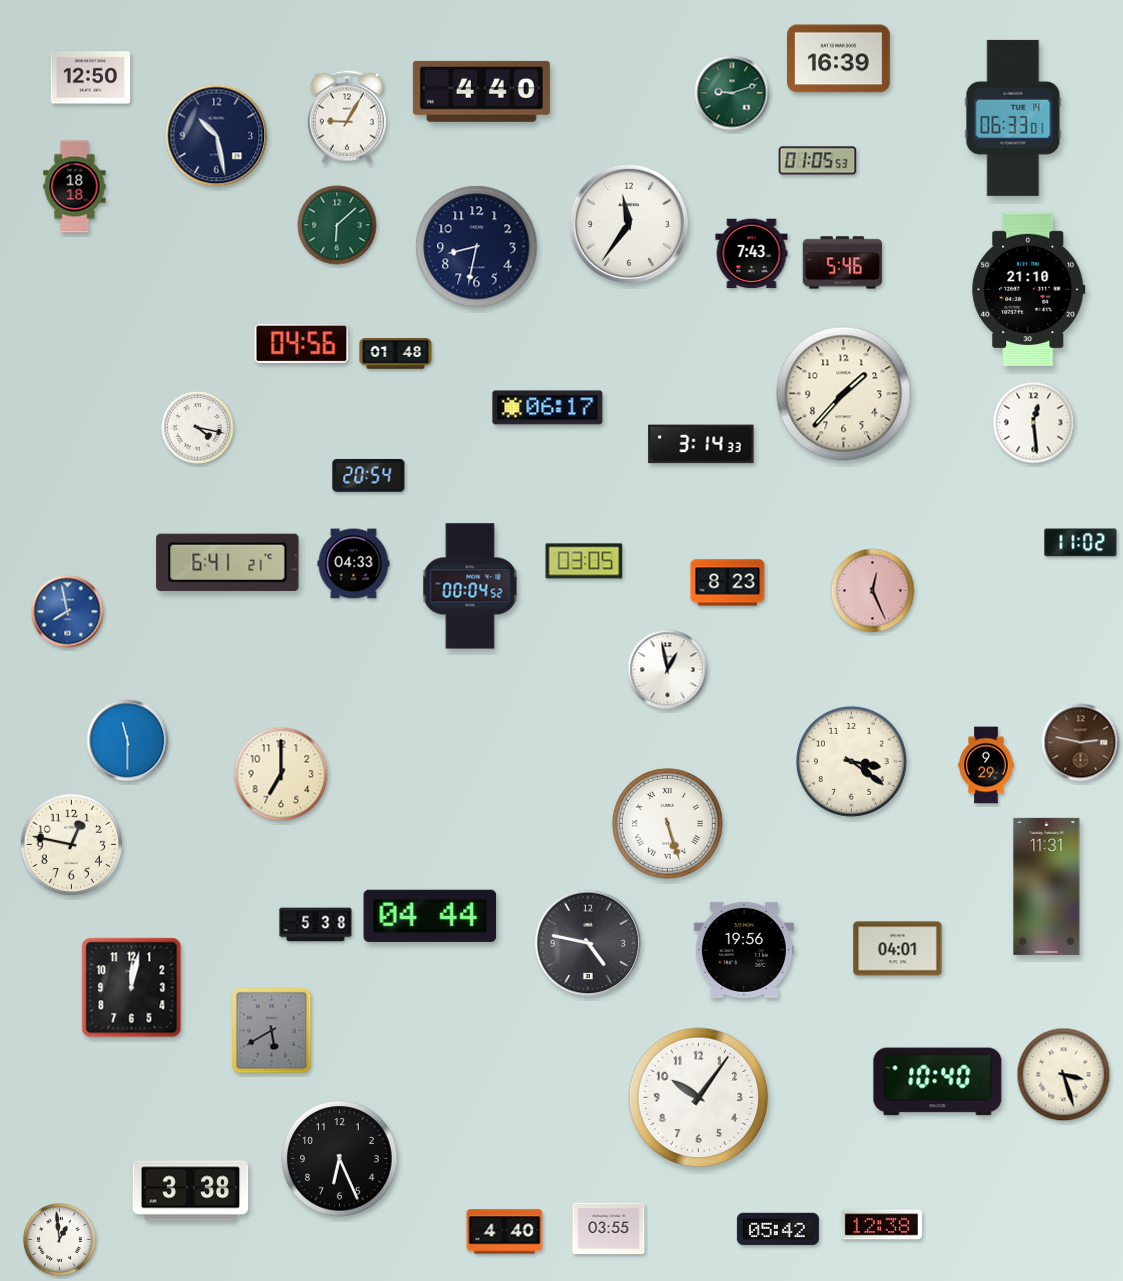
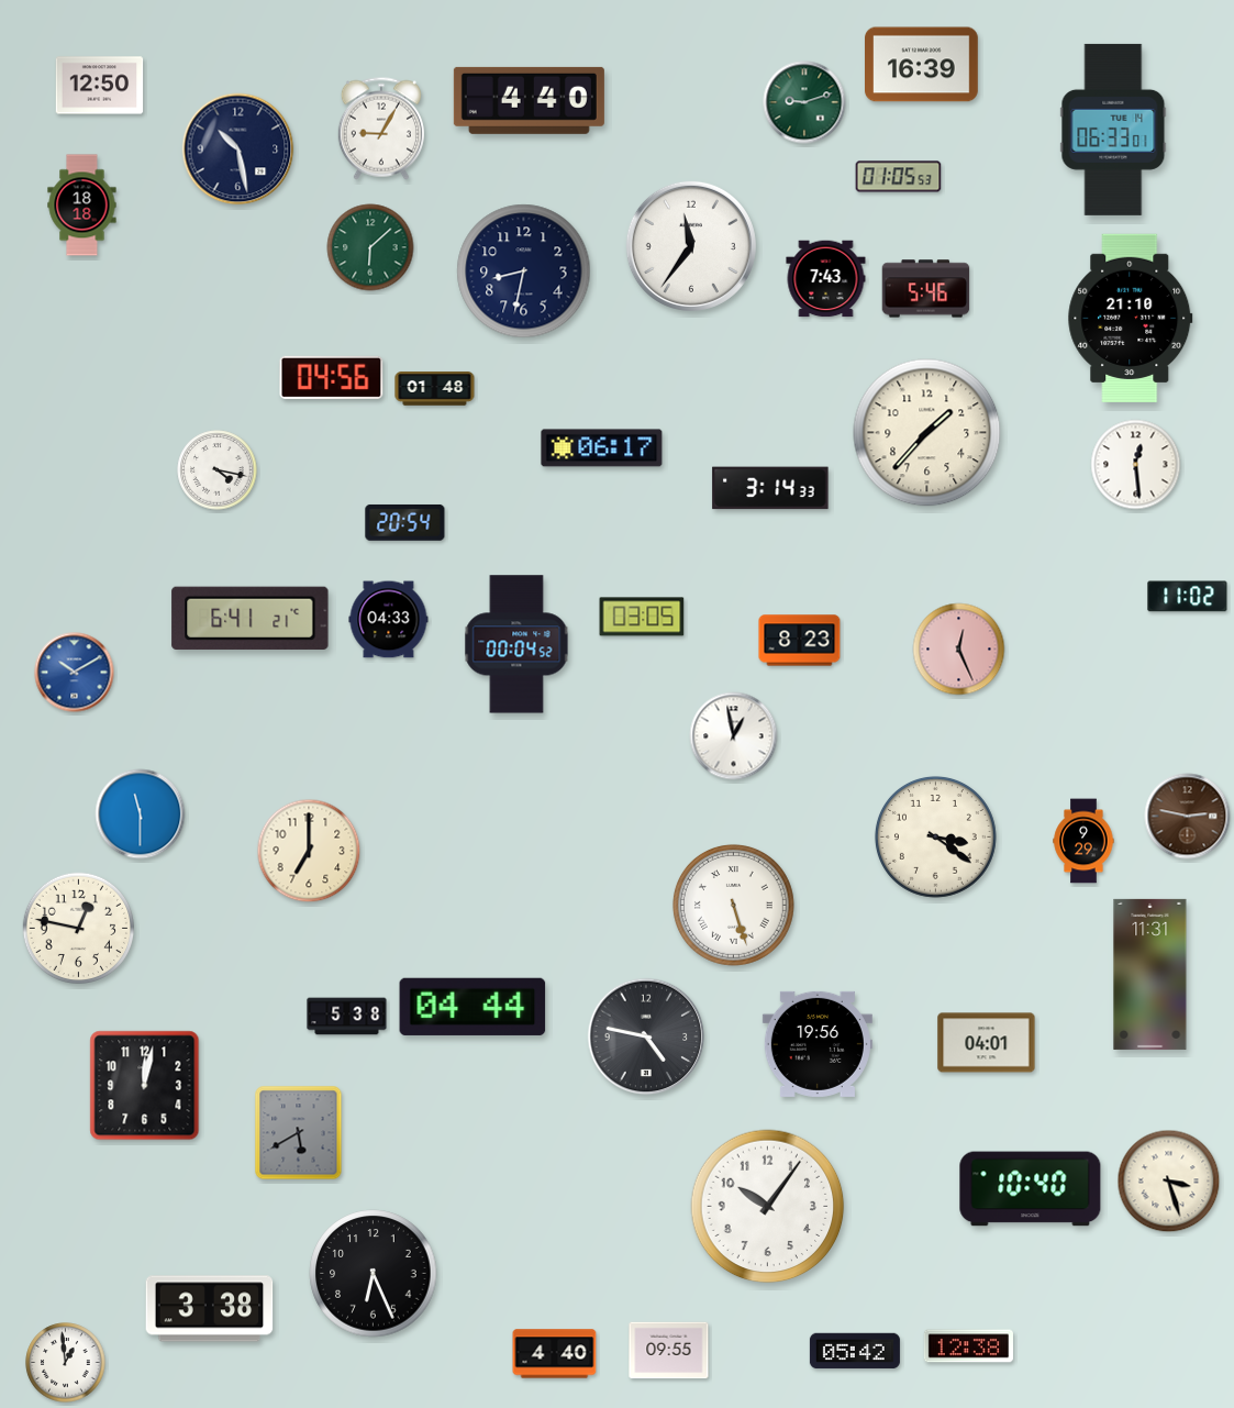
clock at (68, 612): 7:58 -> 10:10
clock at (609, 1229): 03:55 -> 09:55
